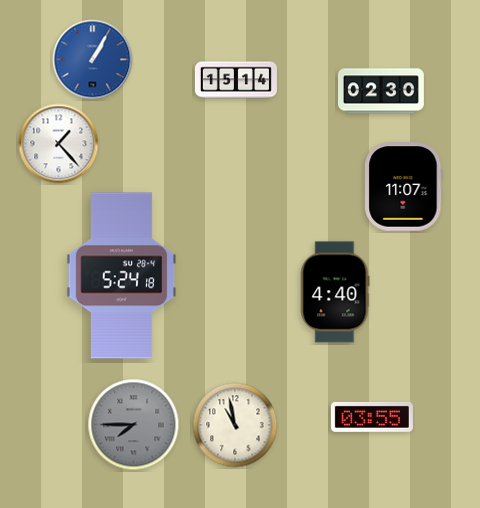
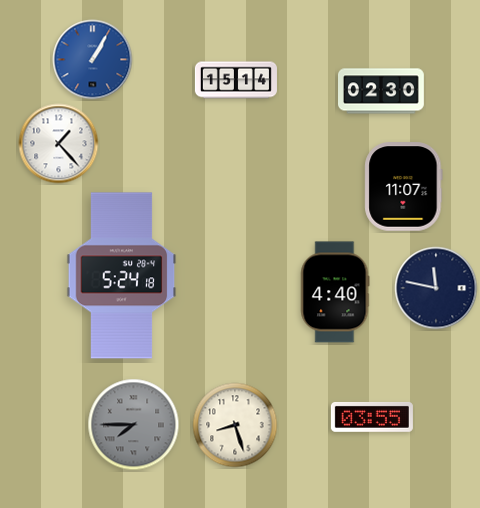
clock at (436, 288): none -> 11:47
clock at (235, 425): 10:58 -> 8:27
